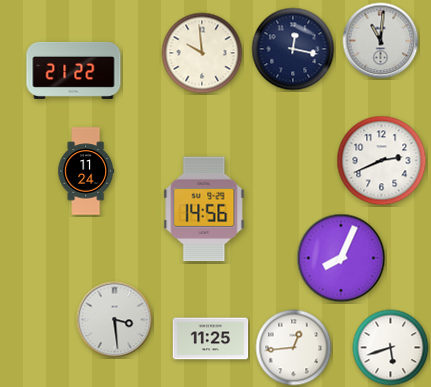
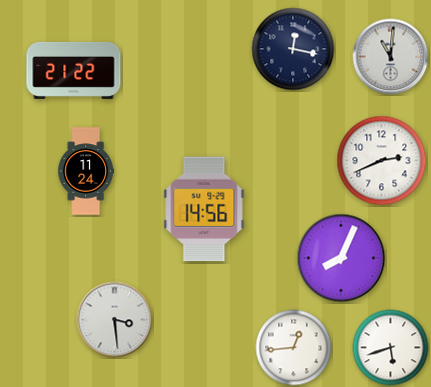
clock at (381, 41) position: (381, 41) -> (391, 57)
clock at (202, 53): 9:59 -> none
clock at (211, 339): 11:25 -> none
